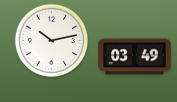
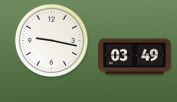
clock at (51, 40): 10:13 -> 9:17
